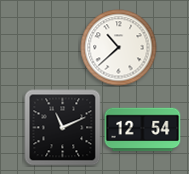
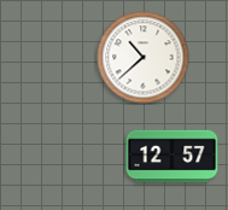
clock at (63, 128): 11:11 -> none
clock at (143, 130): 12:54 -> 12:57
